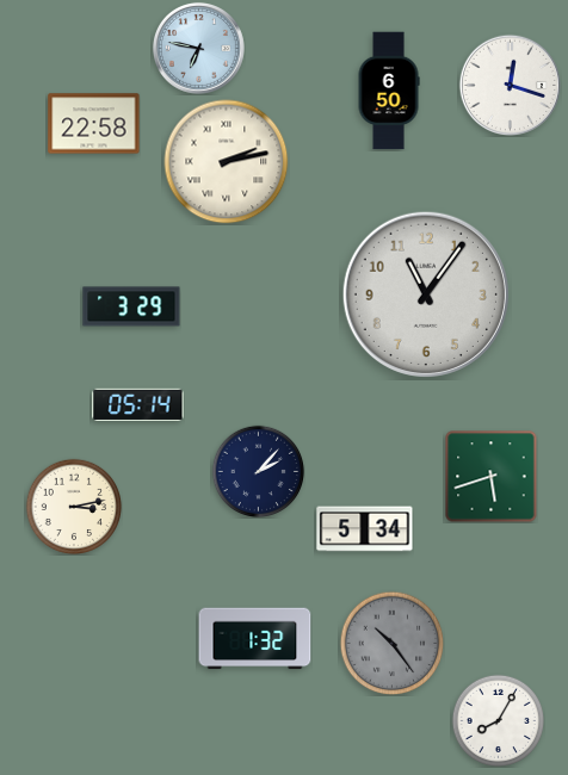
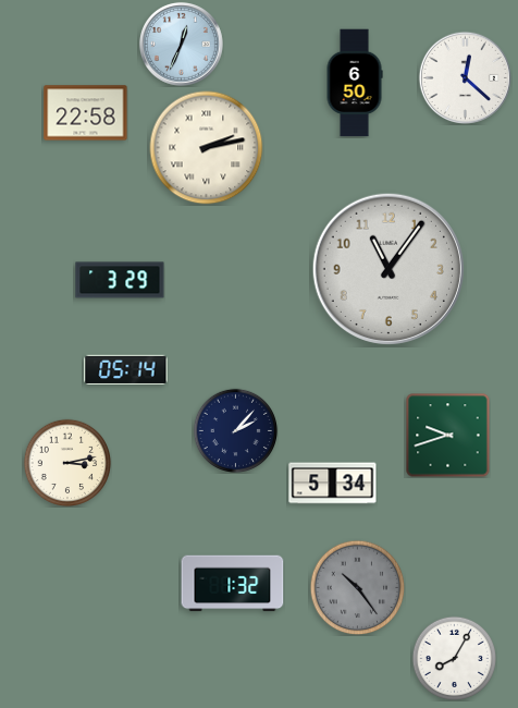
clock at (198, 48): 6:47 -> 12:34
clock at (510, 85): 12:18 -> 12:22
clock at (490, 476): 5:42 -> 9:42
